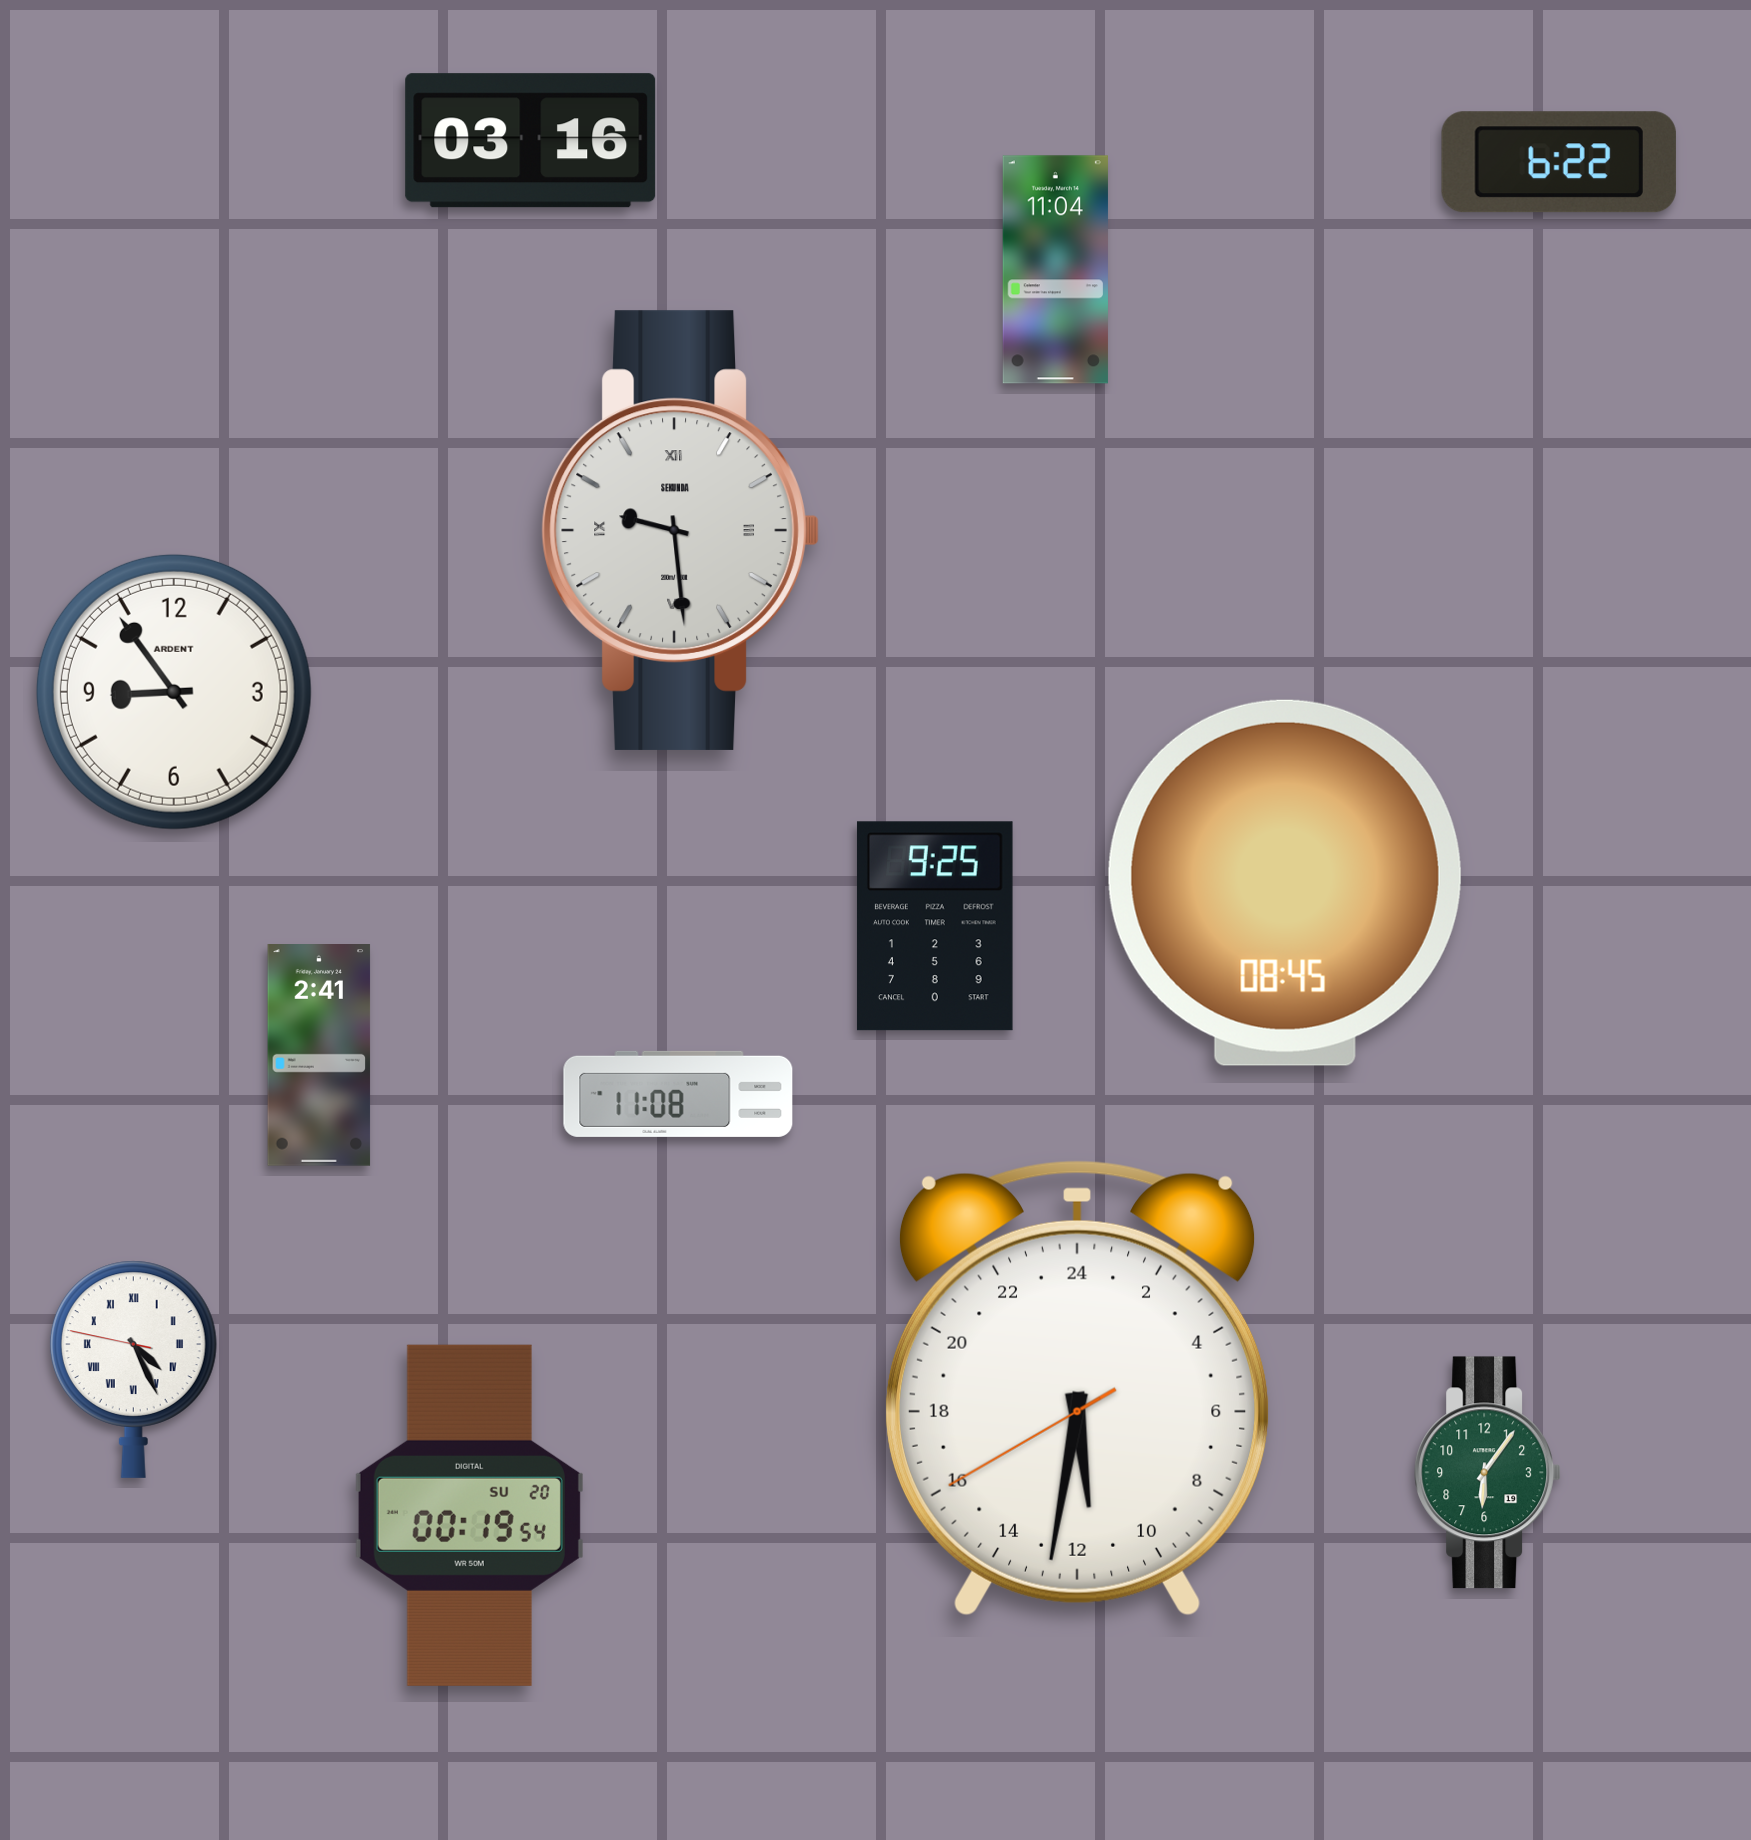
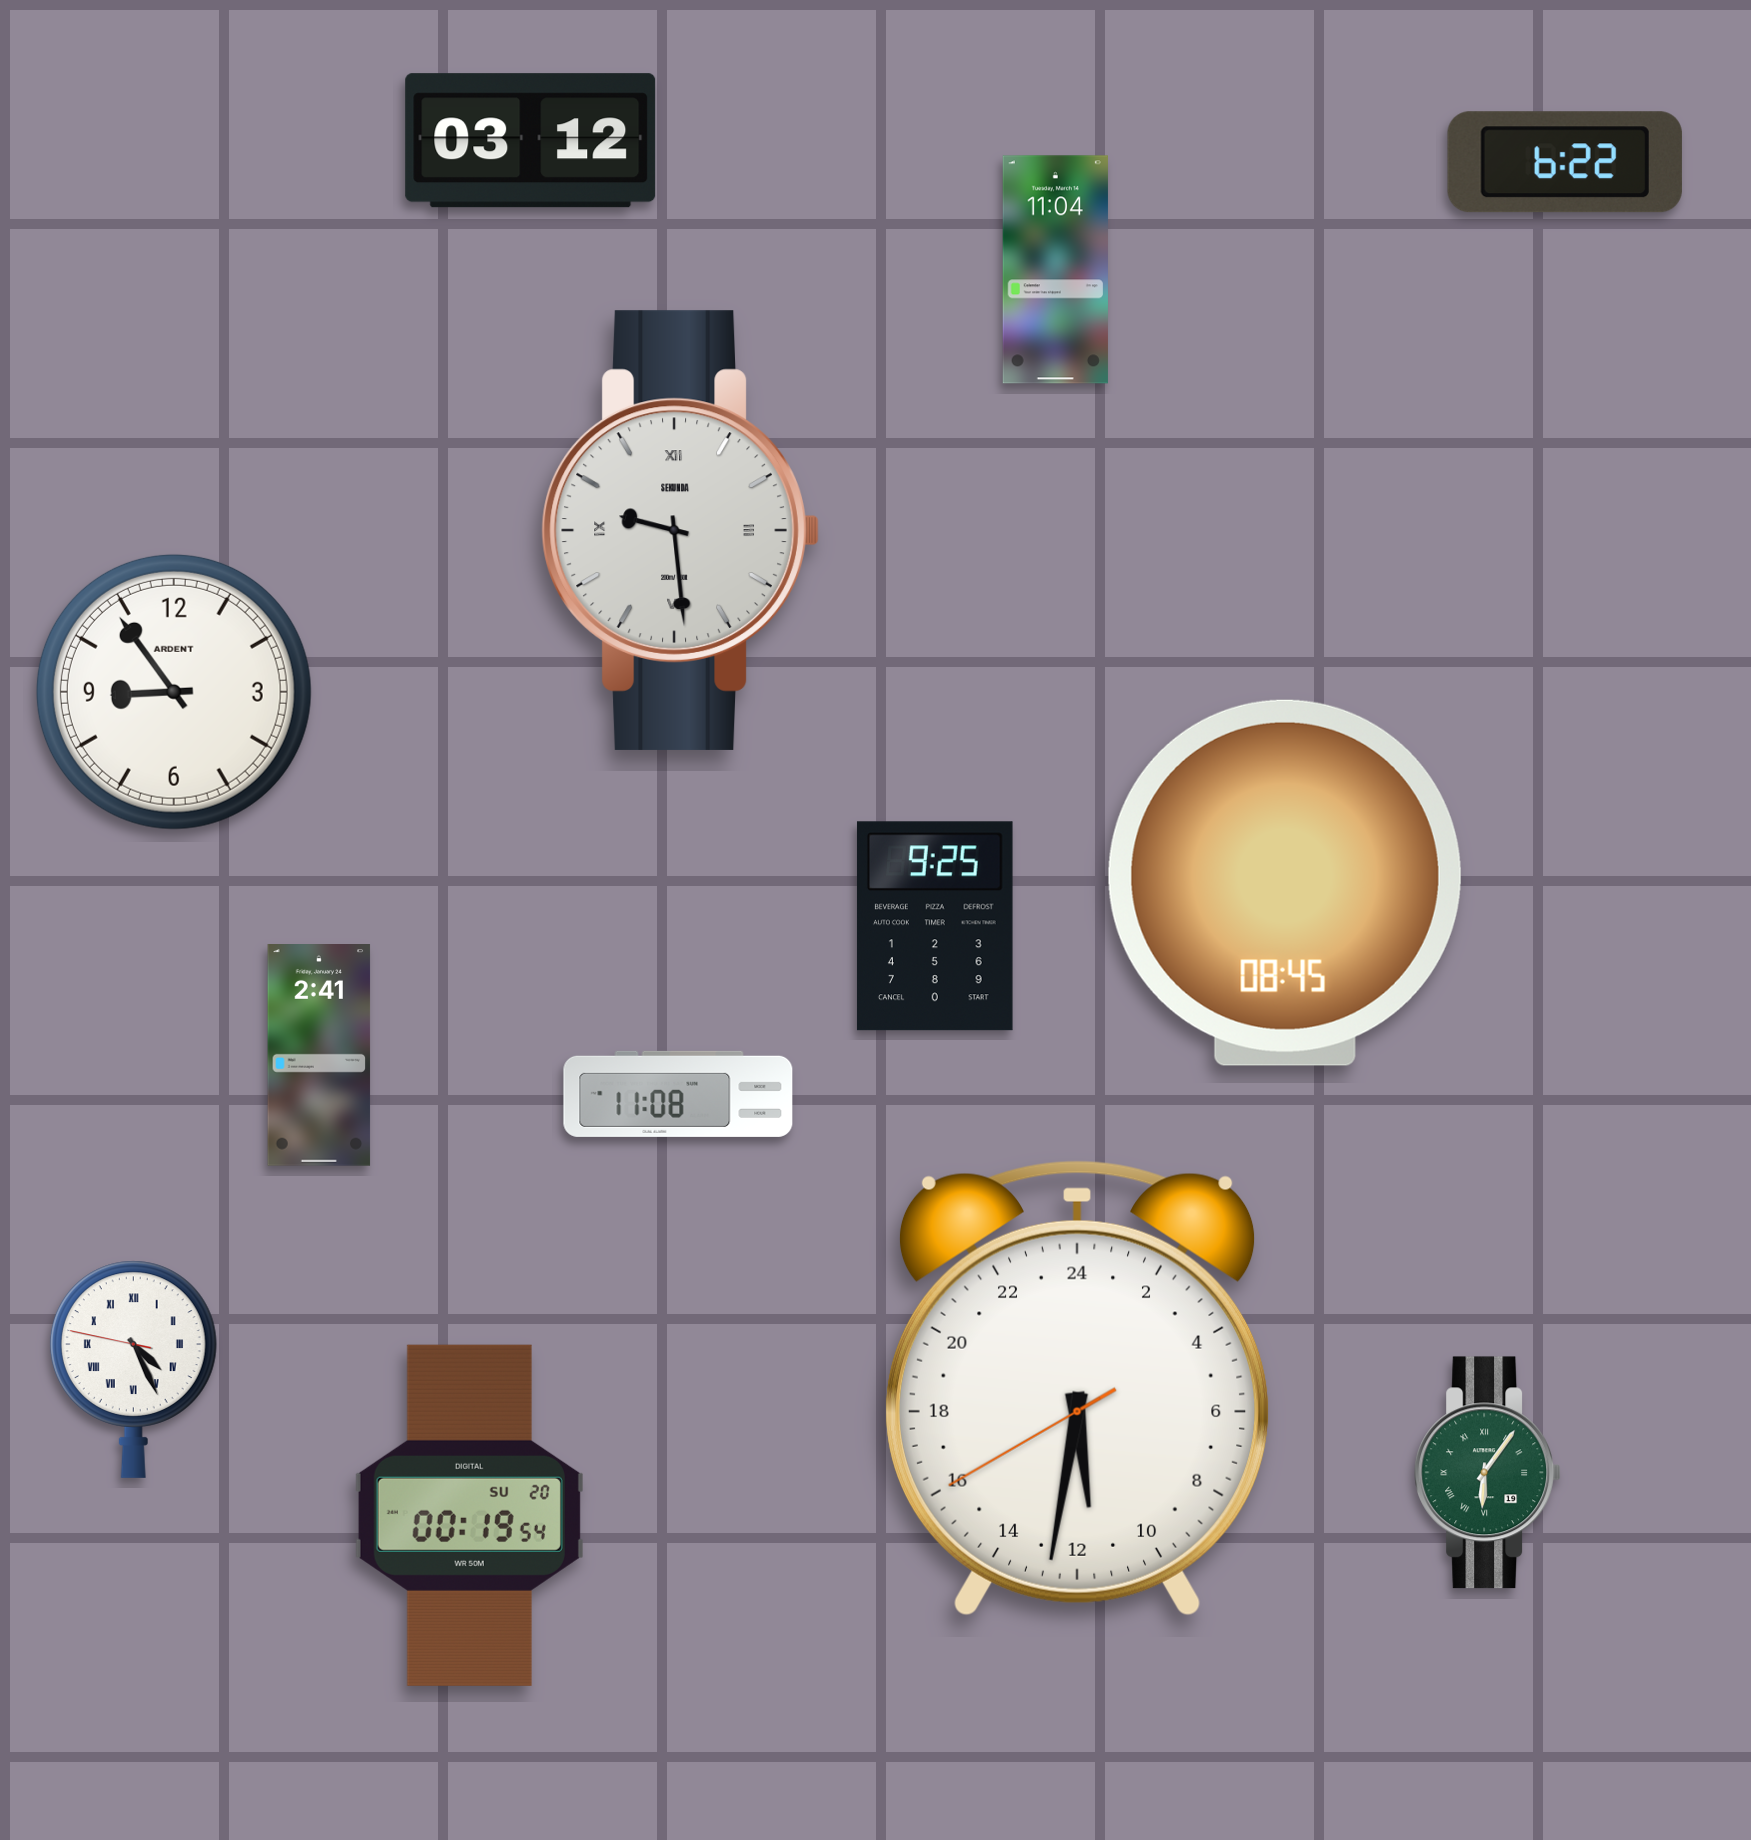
clock at (531, 141): 03:16 -> 03:12
clock at (1559, 162) position: (1559, 162) -> (1565, 162)
clock at (1487, 1473) numerals: Arabic -> Roman
